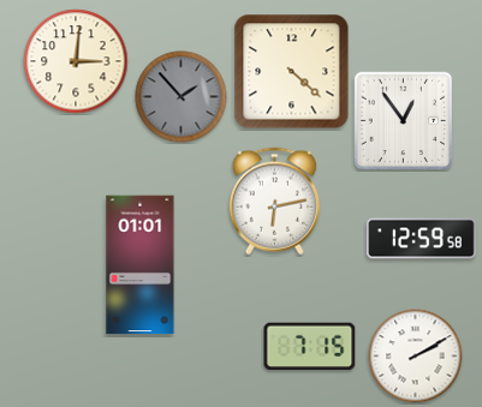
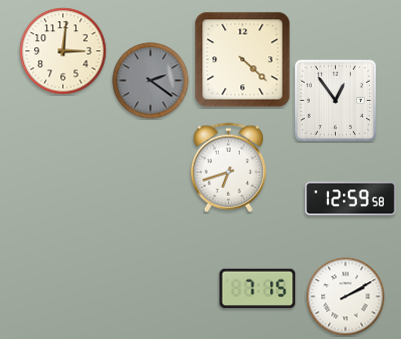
clock at (182, 97): 1:53 -> 2:21
clock at (274, 202): 6:13 -> 6:42
clock at (141, 265): 01:01 -> none
